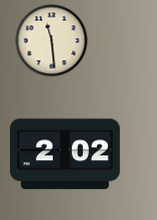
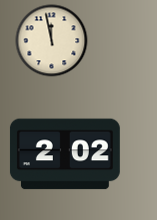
clock at (52, 41): 11:29 -> 11:58
